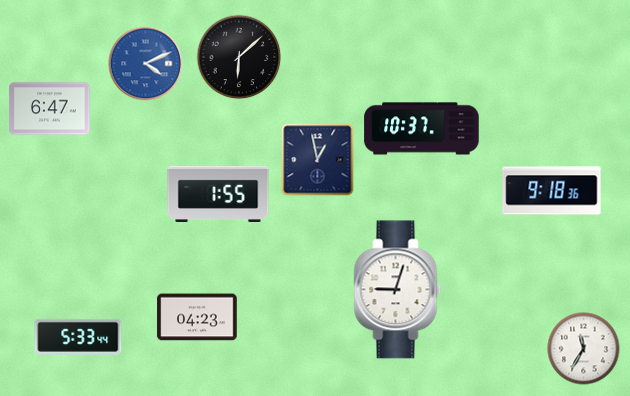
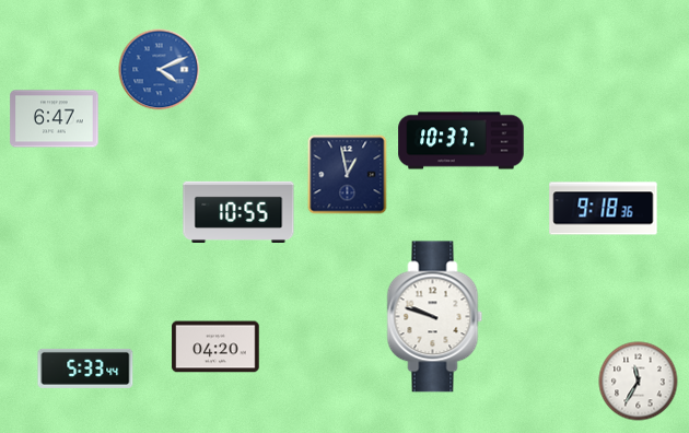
clock at (239, 57): 6:08 -> none
clock at (218, 193): 1:55 -> 10:55
clock at (398, 290): 9:03 -> 9:48
clock at (197, 317): 04:23 -> 04:20
